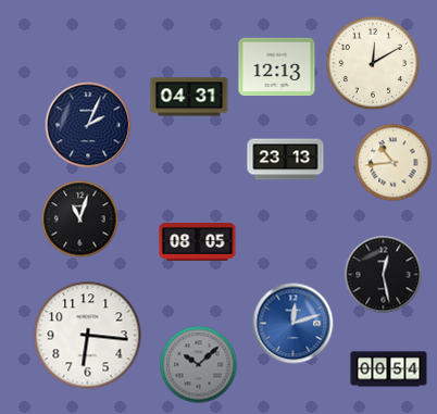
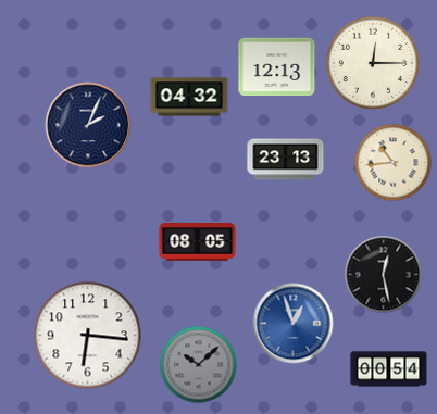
clock at (373, 63): 12:10 -> 12:15
clock at (189, 97): 04:31 -> 04:32
clock at (80, 219): 11:03 -> none
clock at (294, 324): 12:12 -> 12:57
